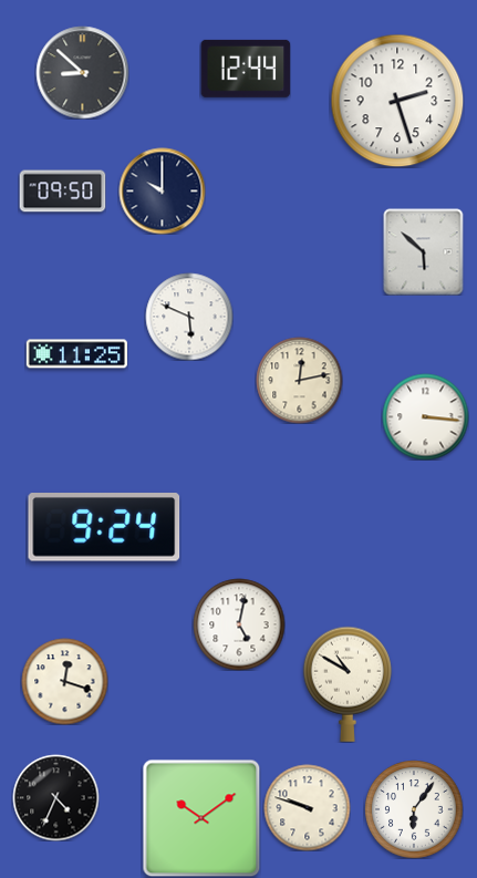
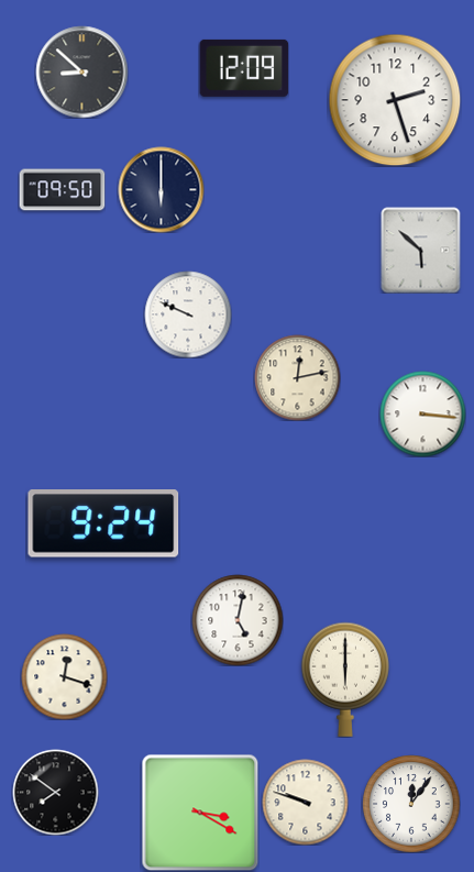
clock at (246, 69): 12:44 -> 12:09
clock at (162, 190): 10:00 -> 6:00
clock at (189, 317): 5:49 -> 9:49
clock at (76, 354): 11:25 -> none
clock at (348, 684): 10:50 -> 6:00
clock at (55, 797): 4:34 -> 7:51
clock at (414, 809): 6:06 -> 12:06
clock at (201, 818): 10:09 -> 3:20
